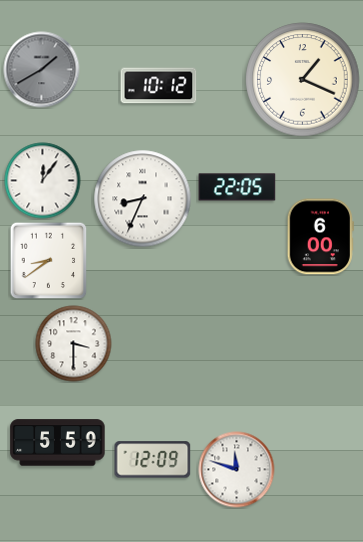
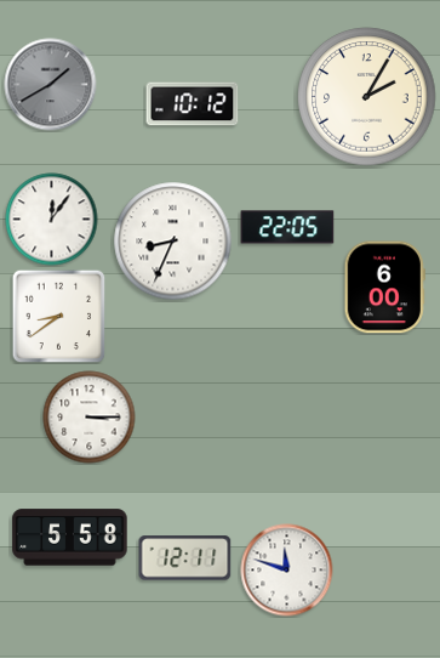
clock at (303, 80): 1:19 -> 2:05
clock at (320, 237) position: (320, 237) -> (384, 288)
clock at (74, 344): 3:30 -> 3:15
clock at (58, 443): 5:59 -> 5:58
clock at (153, 460): 12:09 -> 12:11
